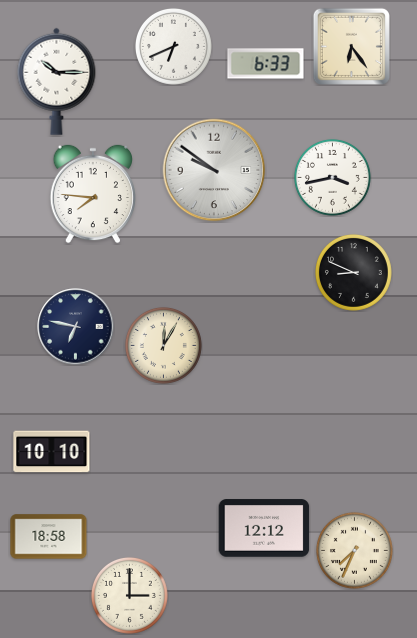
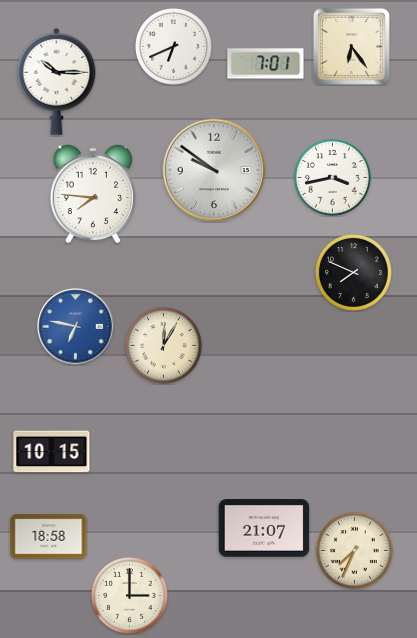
clock at (266, 64): 6:33 -> 7:01
clock at (353, 272): 8:49 -> 7:49
clock at (76, 327) dial: navy -> blue
clock at (52, 452): 10:10 -> 10:15
clock at (264, 528): 12:12 -> 21:07
